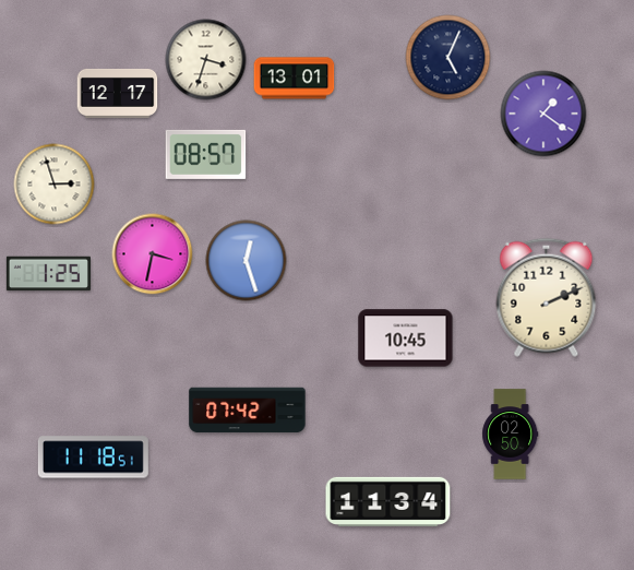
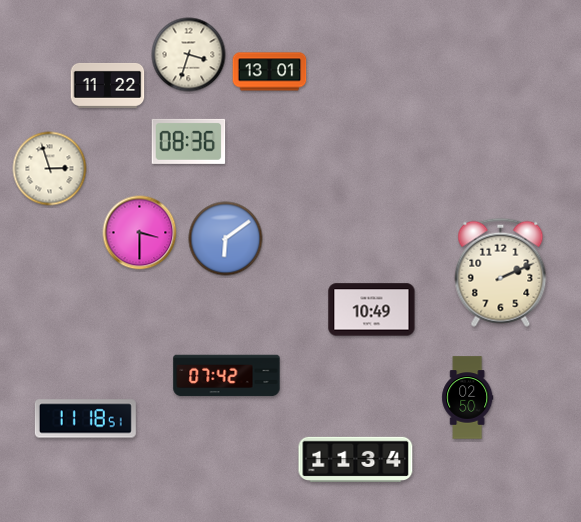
clock at (448, 58): 5:04 -> none
clock at (118, 93): 12:17 -> 11:22
clock at (543, 114): 1:21 -> none
clock at (206, 154): 08:57 -> 08:36
clock at (153, 254): 3:32 -> 3:30
clock at (247, 261): 12:27 -> 6:09
clock at (48, 274): 1:25 -> none
clock at (406, 339): 10:45 -> 10:49
